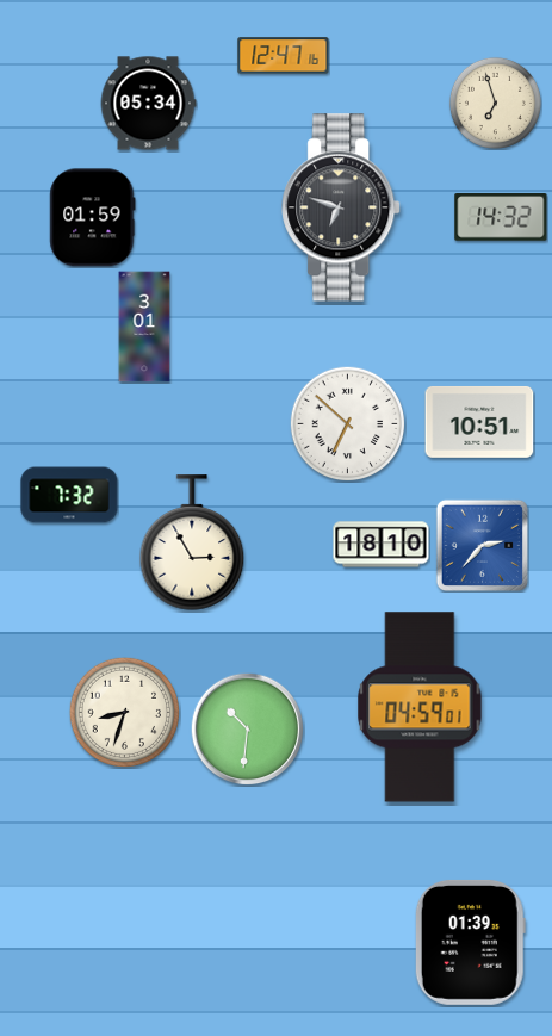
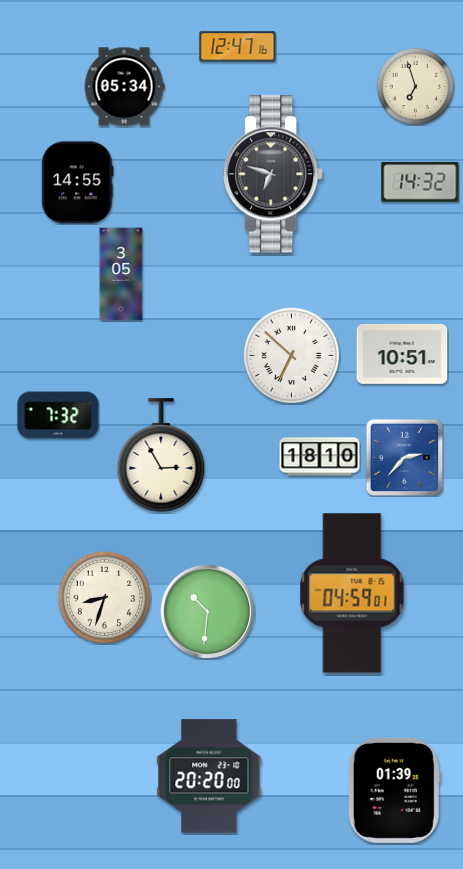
clock at (342, 207) position: (342, 207) -> (274, 174)
clock at (93, 218): 01:59 -> 14:55
clock at (144, 327): 3:01 -> 3:05
clock at (209, 776): none -> 20:20
